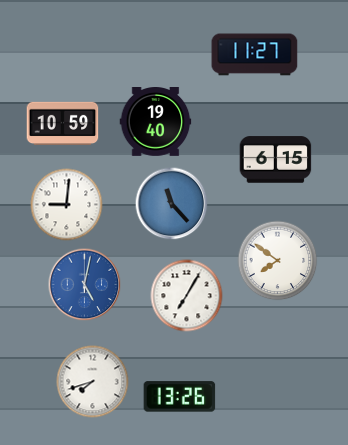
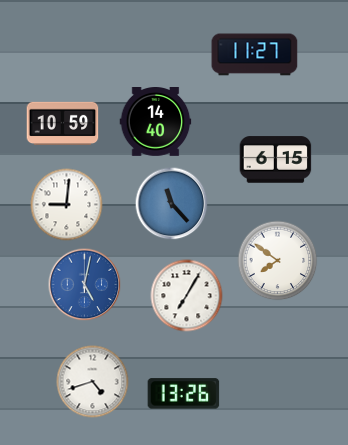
clock at (156, 122): 19:40 -> 14:40
clock at (93, 382): 7:42 -> 4:42
clock at (180, 397) position: (180, 397) -> (184, 394)
